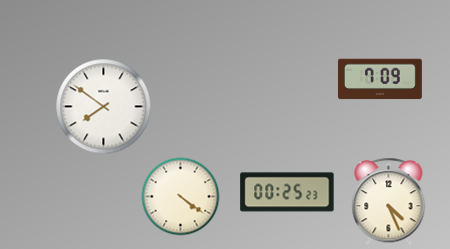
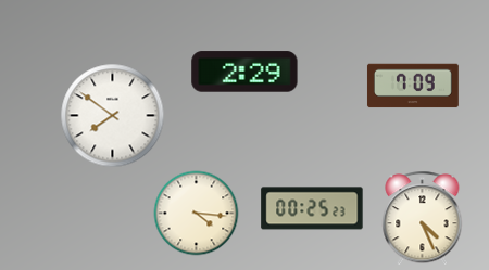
clock at (244, 72): none -> 2:29
clock at (180, 196): 4:21 -> 4:16
